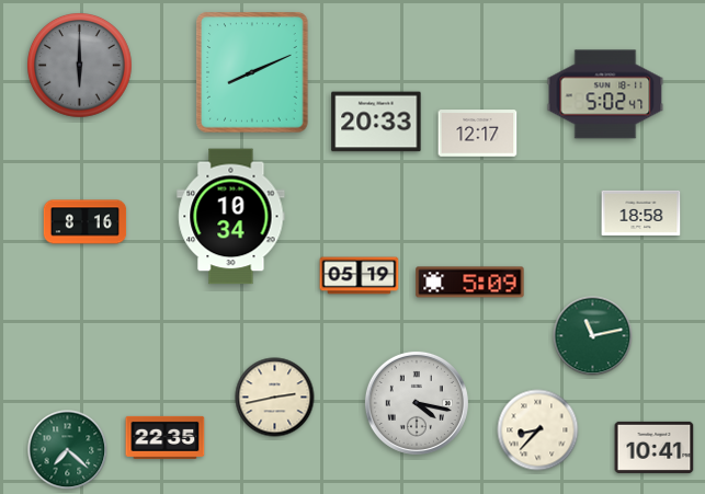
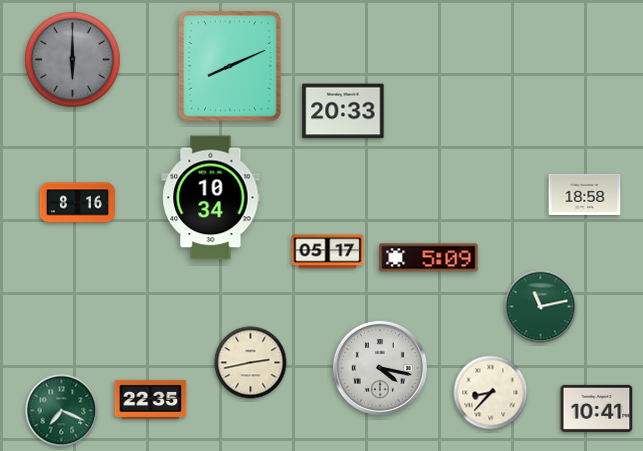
clock at (605, 94): 5:02 -> none
clock at (478, 134): 12:17 -> none
clock at (360, 276): 05:19 -> 05:17
clock at (68, 450): 7:22 -> 7:19
